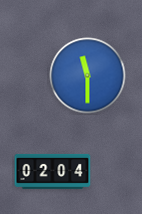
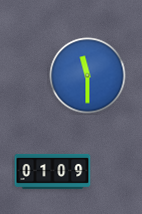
clock at (53, 171): 02:04 -> 01:09
